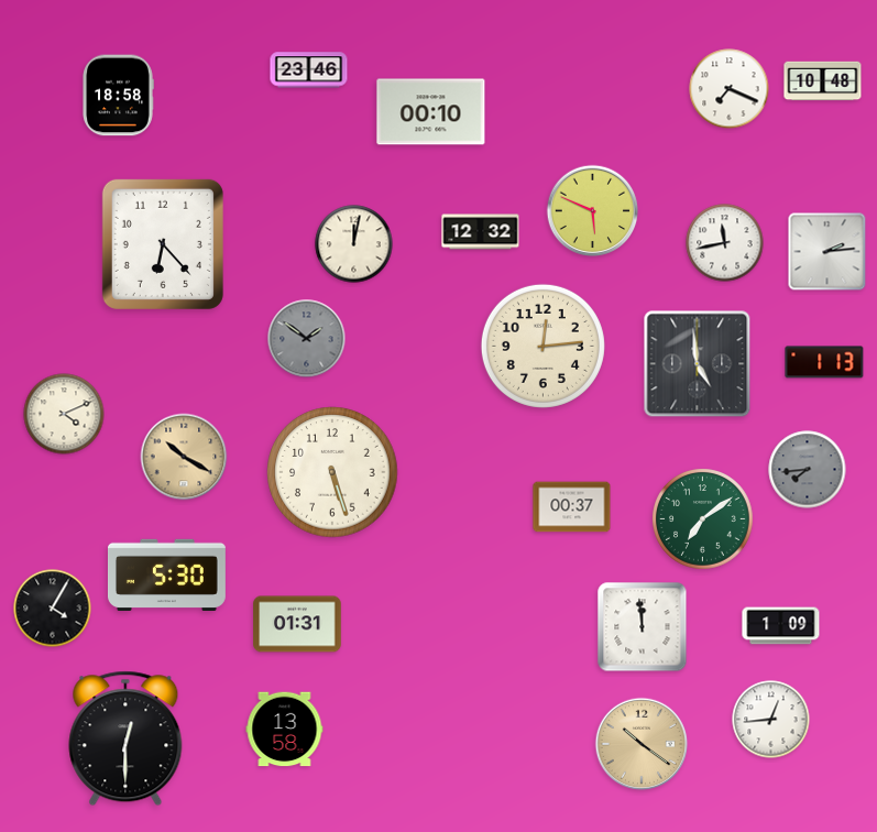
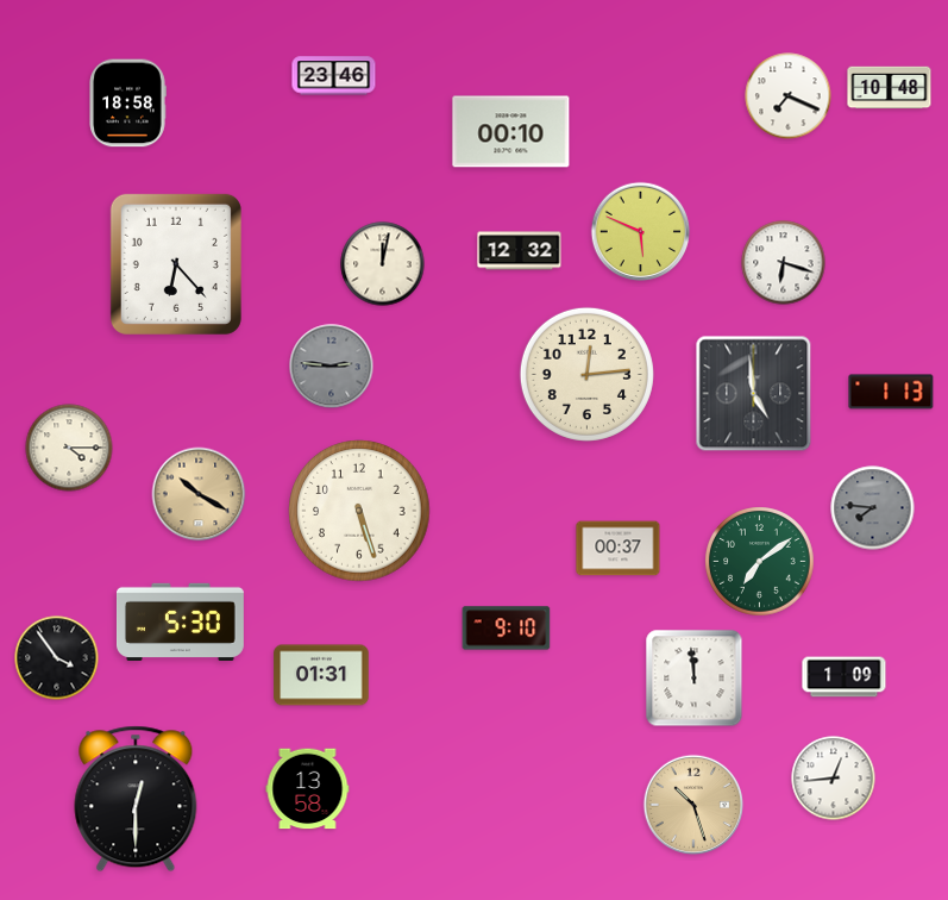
clock at (431, 112) position: (431, 112) -> (511, 132)
clock at (593, 211) position: (593, 211) -> (641, 232)
clock at (725, 243): 11:43 -> 6:18
clock at (827, 252): 2:14 -> none
clock at (307, 339): 1:51 -> 2:46
clock at (64, 414): 4:11 -> 4:15
clock at (808, 470): 7:44 -> 7:46
clock at (507, 629): none -> 9:10
clock at (53, 609): 4:05 -> 3:54
clock at (642, 744): 10:21 -> 10:27
